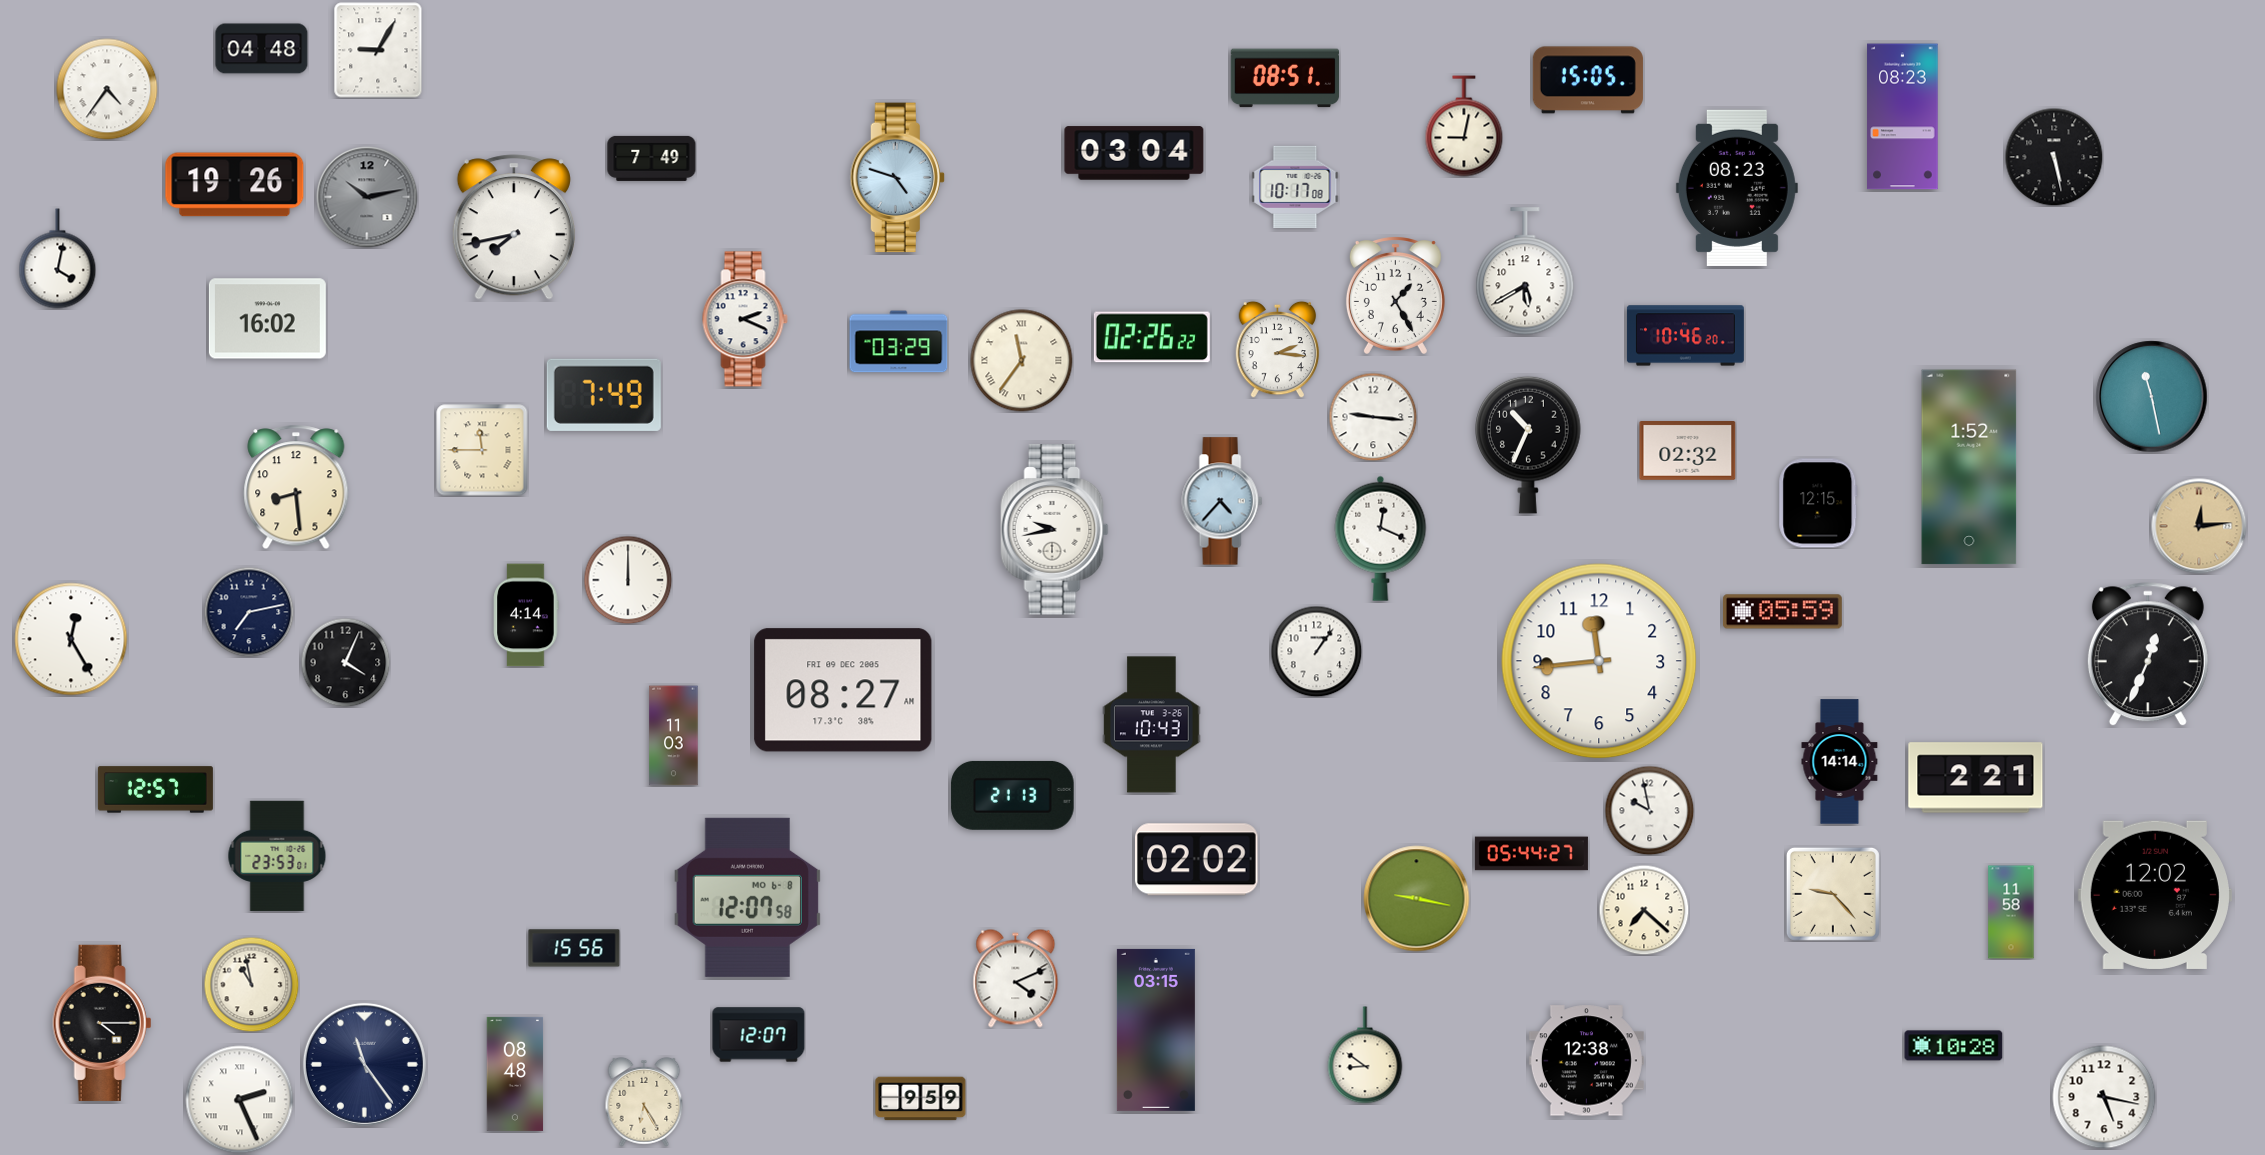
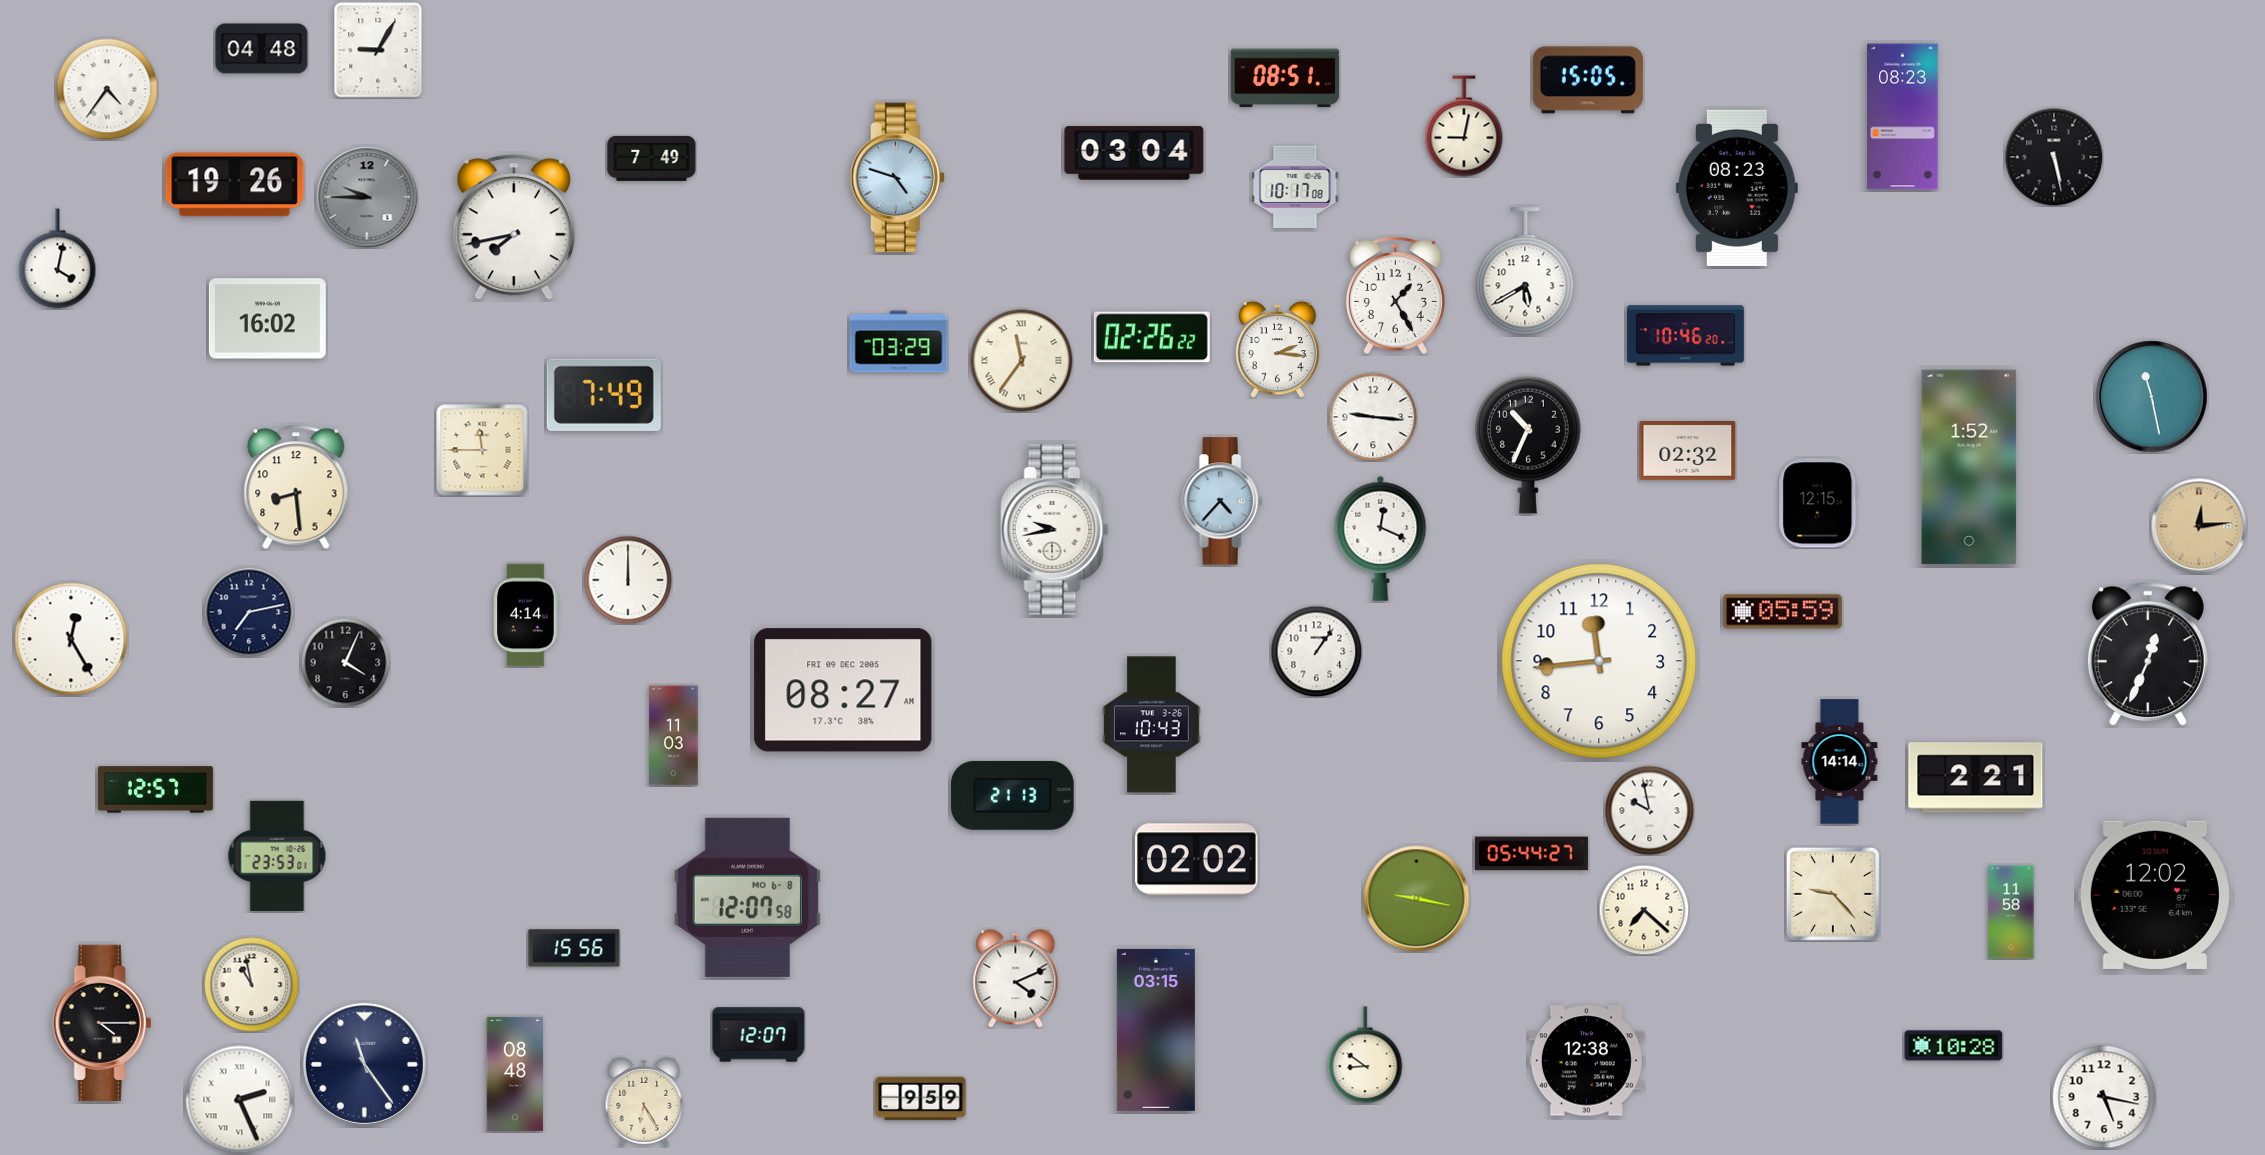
clock at (367, 197): 10:13 -> 9:45
clock at (745, 319): 2:19 -> none
